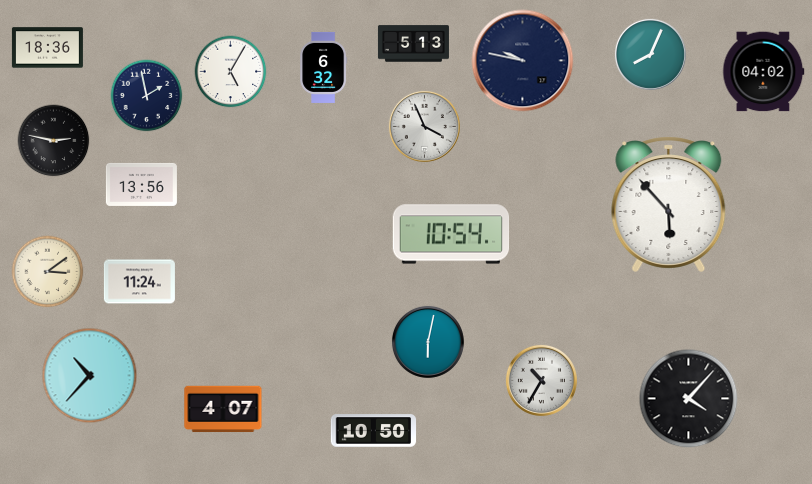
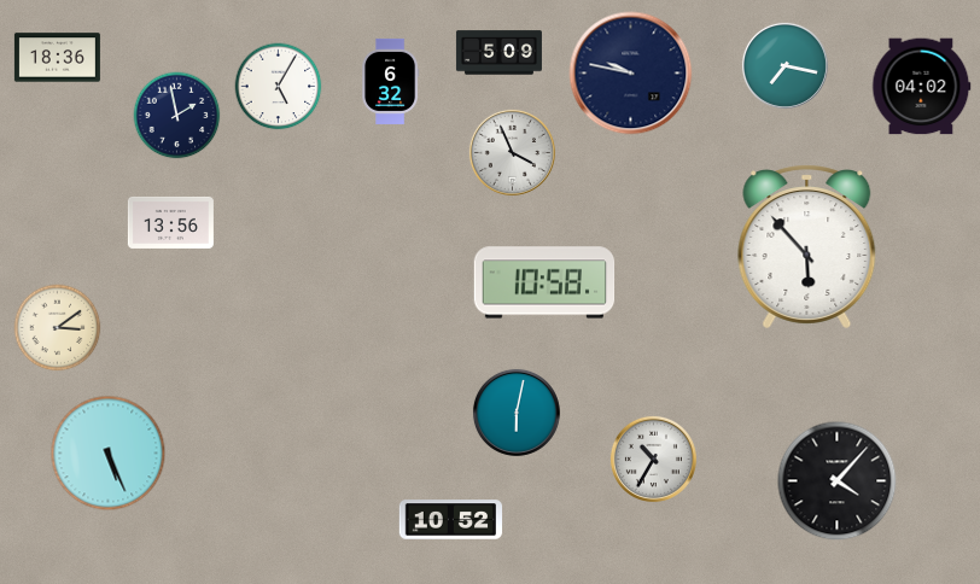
clock at (413, 44): 5:13 -> 5:09
clock at (650, 54): 8:04 -> 7:17
clock at (54, 141): 2:47 -> none
clock at (451, 234): 10:54 -> 10:58
clock at (139, 282): 11:24 -> none
clock at (90, 376): 10:37 -> 5:26
clock at (689, 399) position: (689, 399) -> (838, 481)
clock at (223, 409): 4:07 -> none
clock at (374, 431): 10:50 -> 10:52
